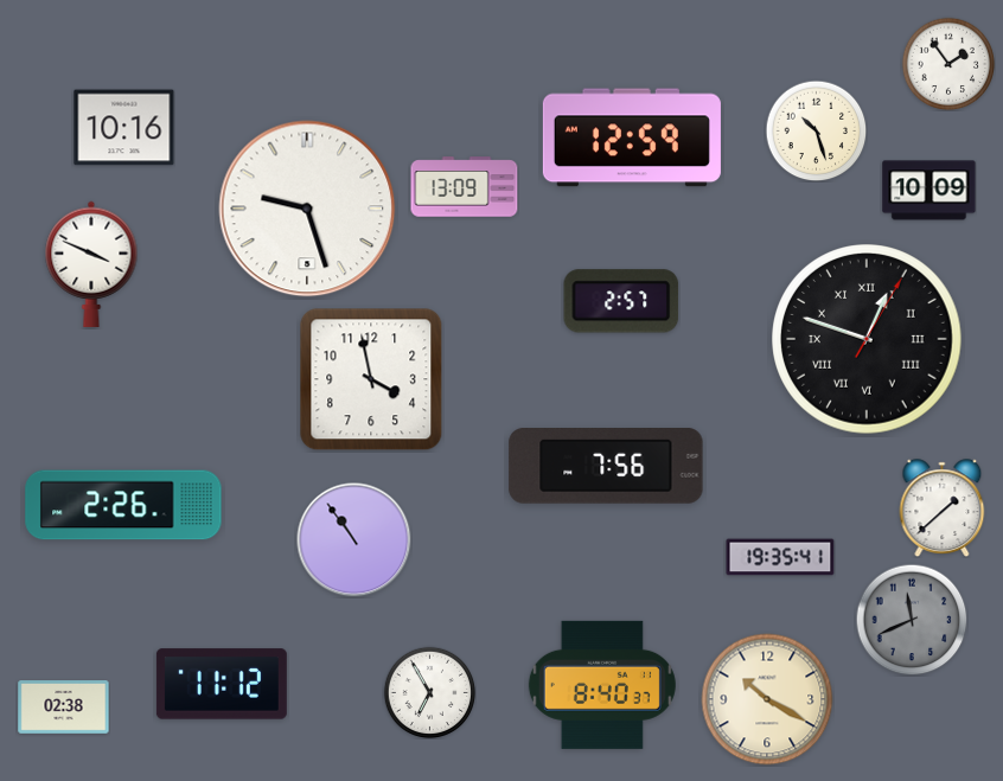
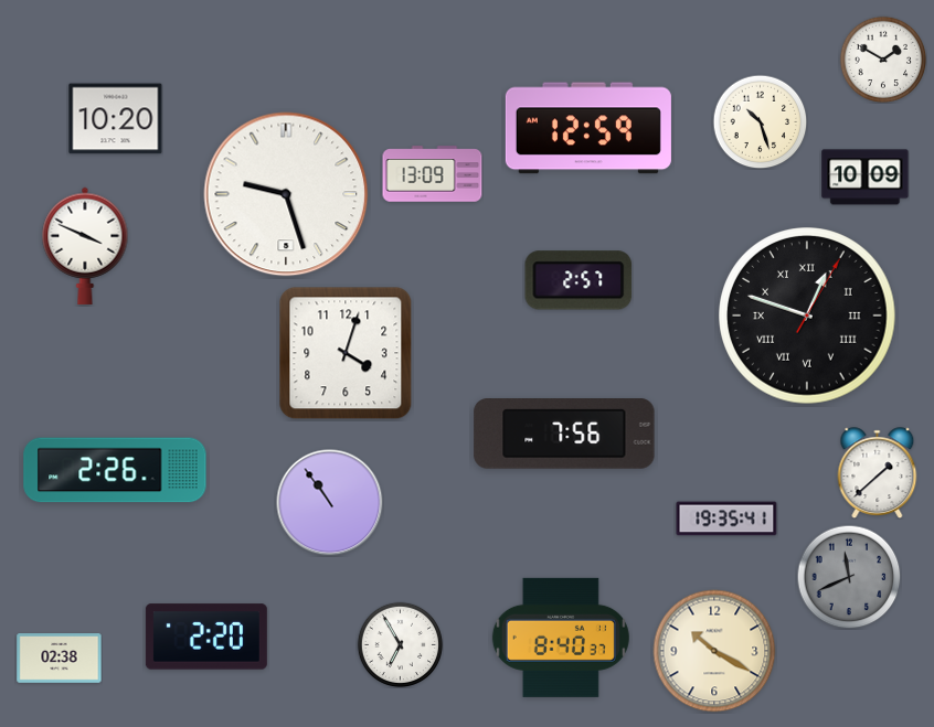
clock at (948, 64): 1:54 -> 1:50
clock at (124, 128): 10:16 -> 10:20
clock at (371, 379): 3:58 -> 4:03
clock at (222, 684): 11:12 -> 2:20
